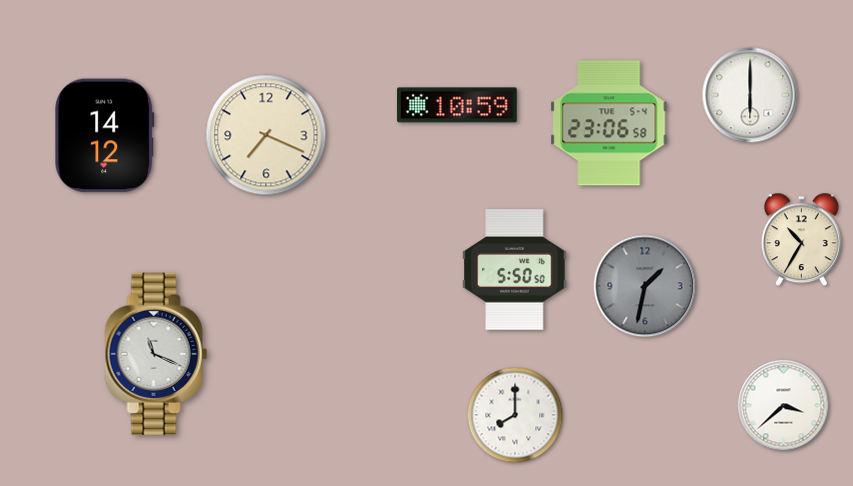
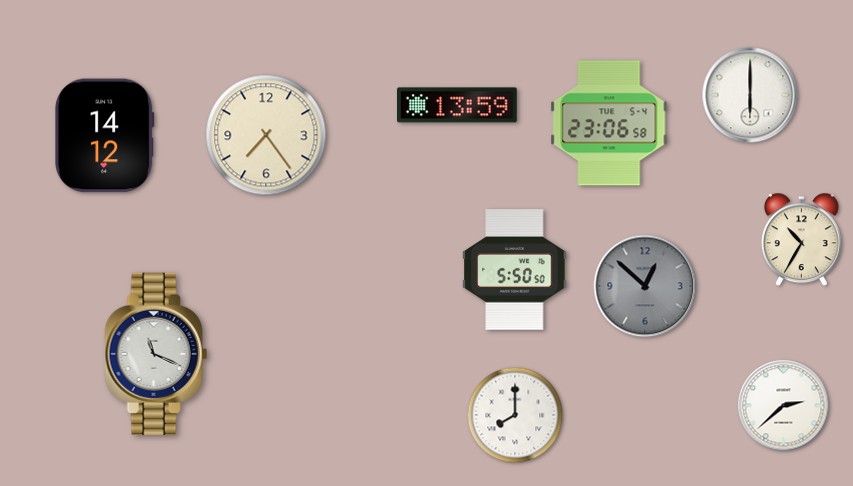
clock at (458, 105): 10:59 -> 13:59
clock at (266, 135): 7:19 -> 7:24
clock at (645, 286): 1:32 -> 12:52
clock at (784, 406): 3:38 -> 2:38
